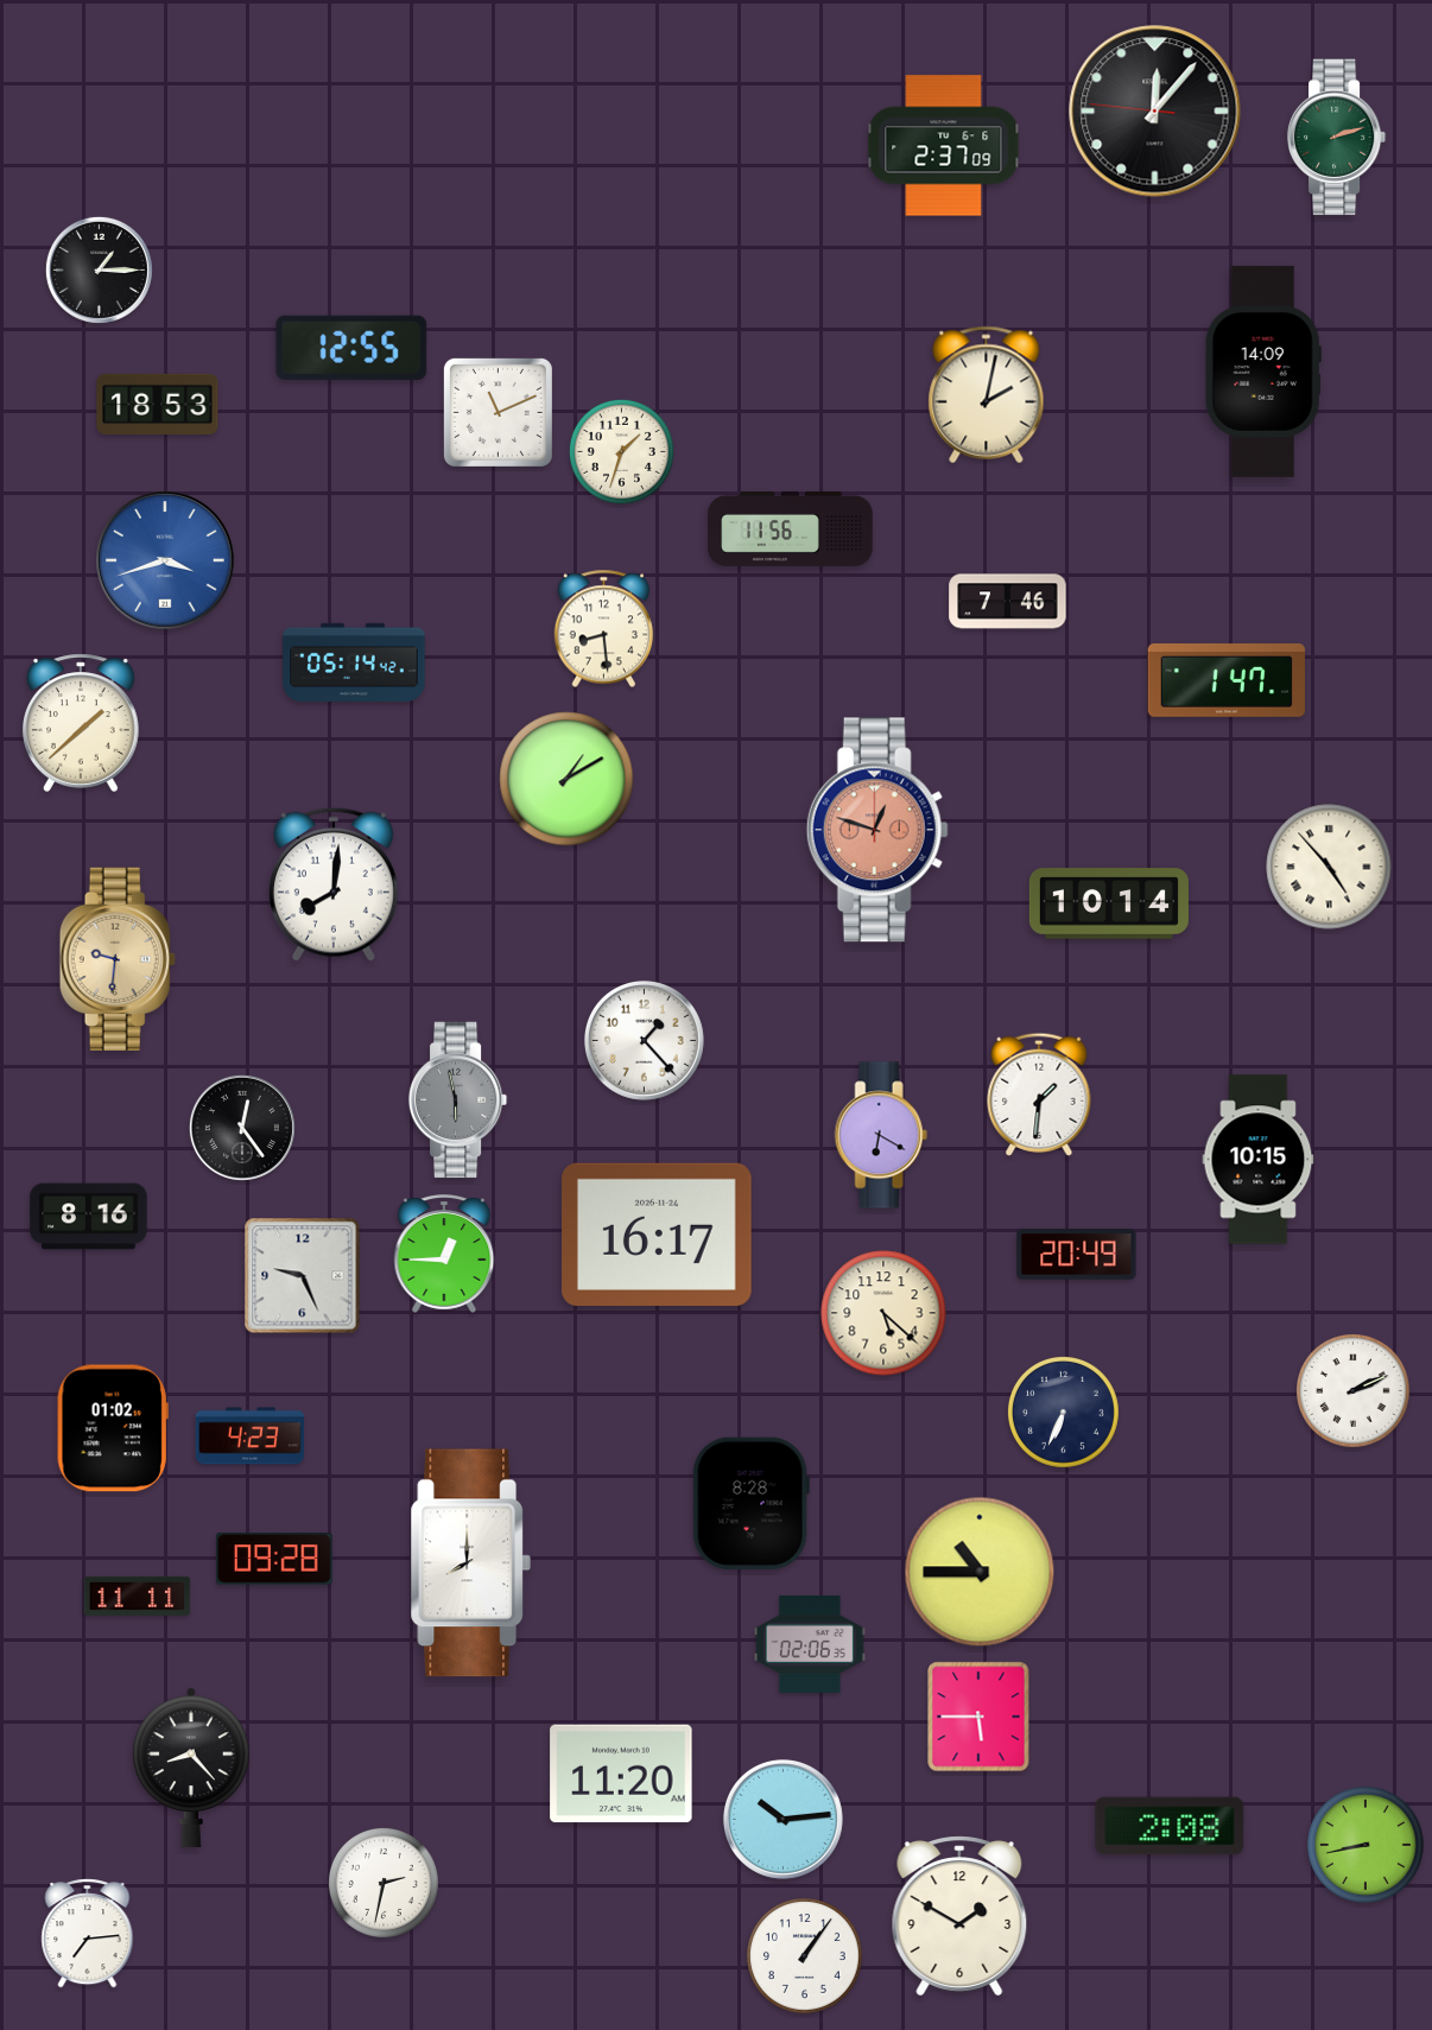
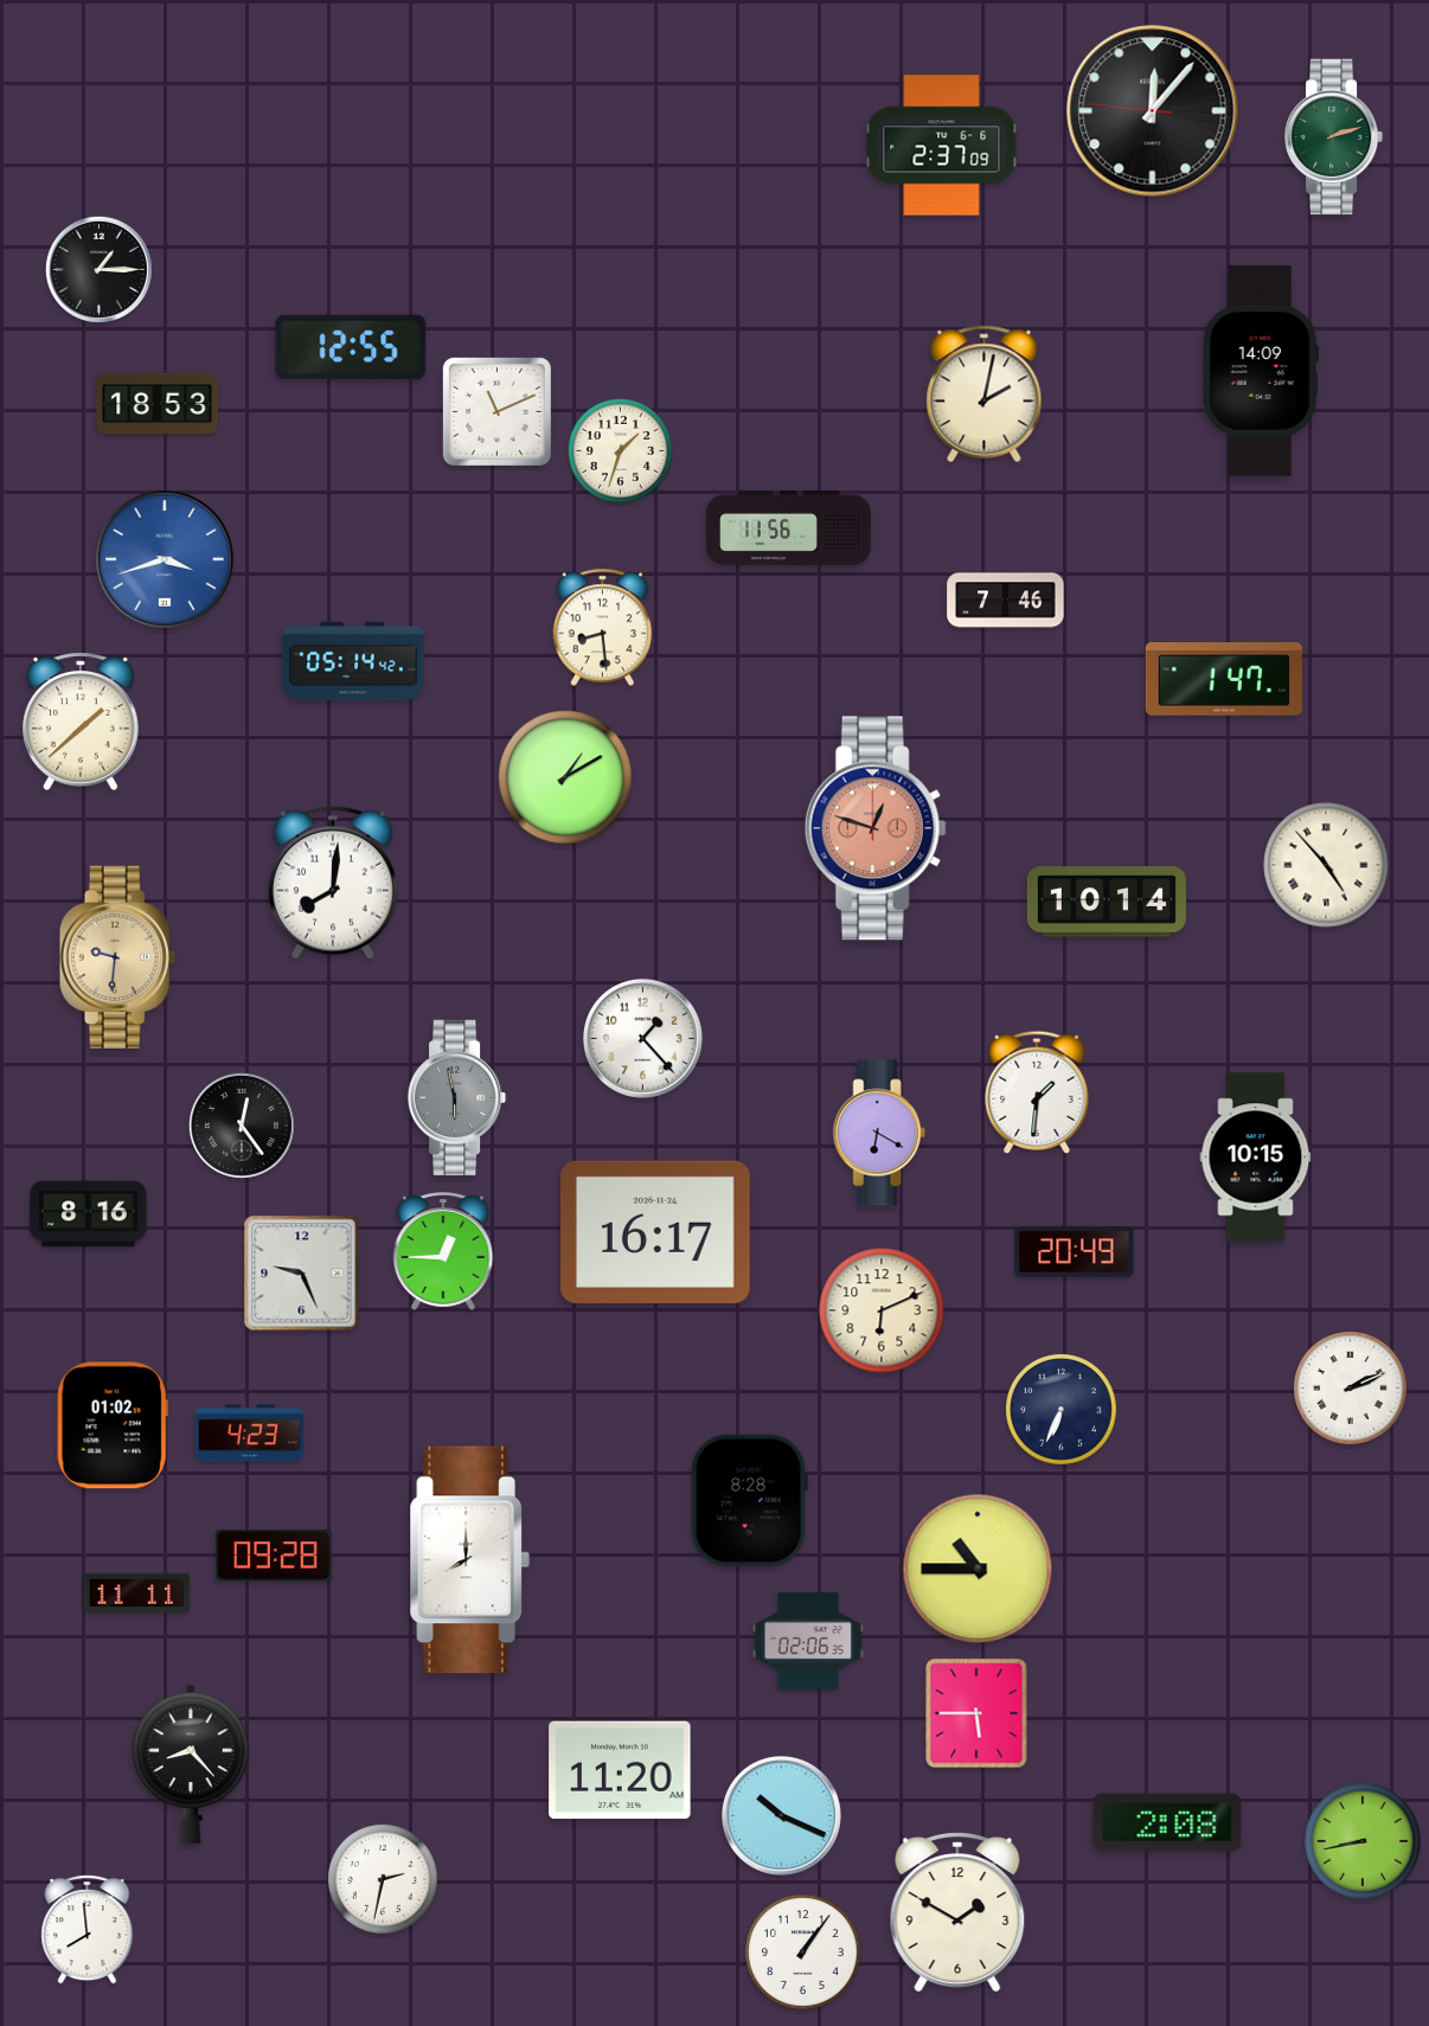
clock at (883, 1313): 5:22 -> 6:11
clock at (782, 1819): 10:14 -> 10:19
clock at (88, 1934): 7:14 -> 7:59
